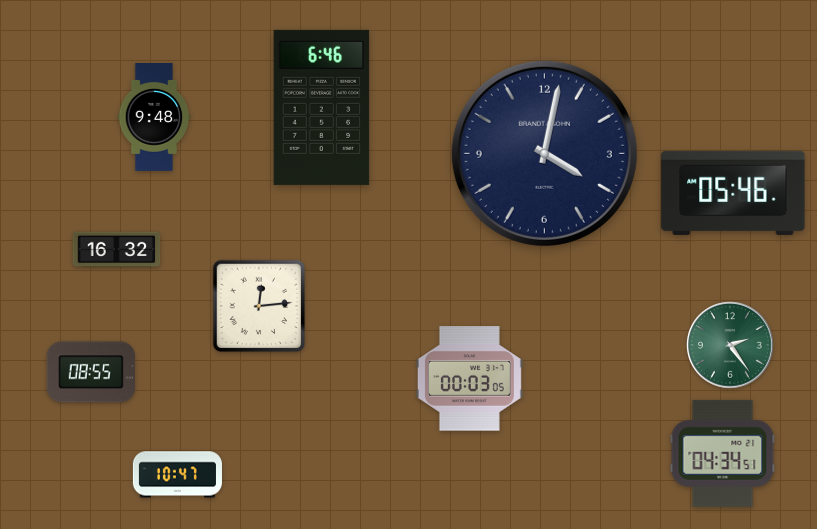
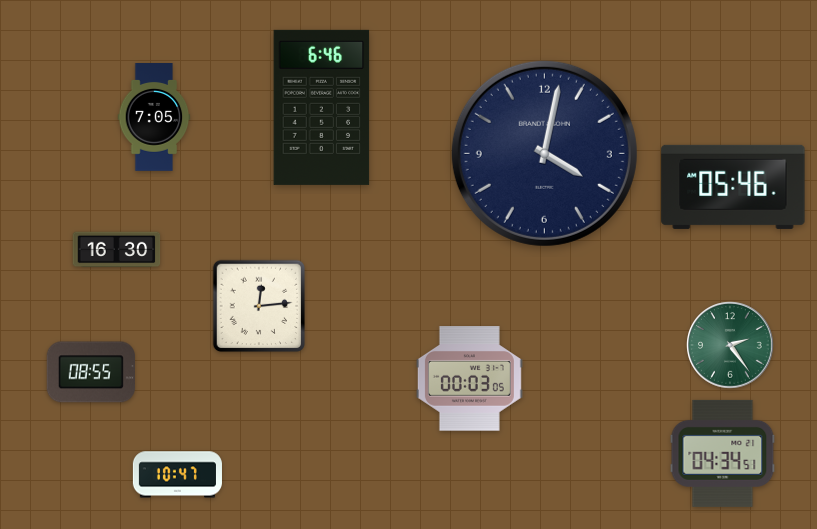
clock at (154, 118): 9:48 -> 7:05
clock at (733, 193) position: (733, 193) -> (733, 187)
clock at (117, 250): 16:32 -> 16:30
